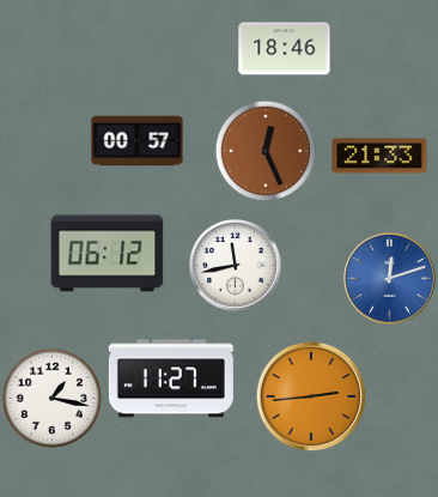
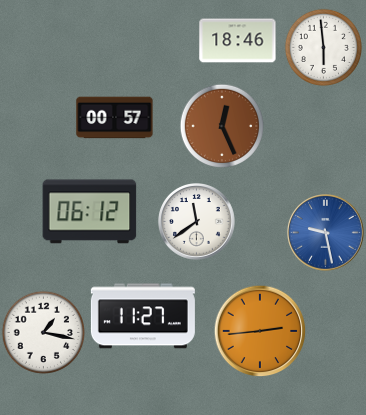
clock at (323, 47): none -> 5:59
clock at (379, 156): 21:33 -> none
clock at (236, 266): 11:43 -> 11:39
clock at (390, 279): 12:12 -> 9:28
